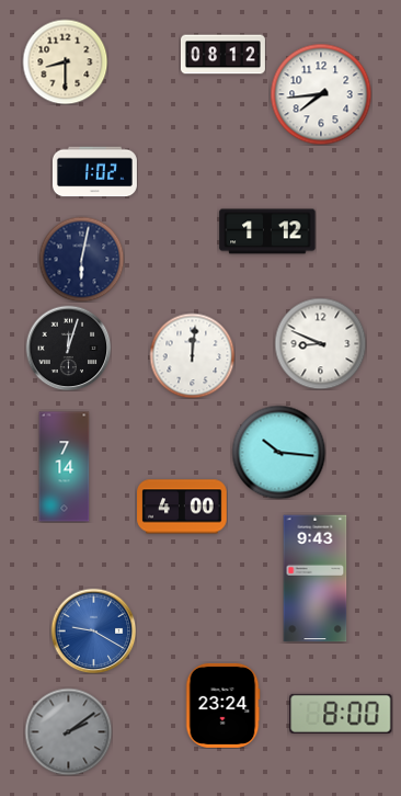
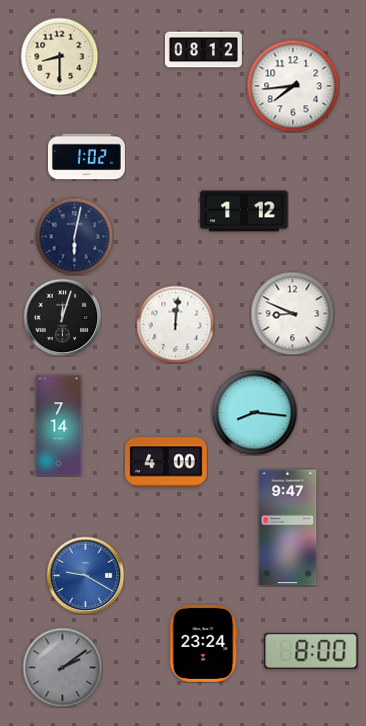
clock at (278, 452): 10:16 -> 8:16
clock at (316, 579): 9:43 -> 9:47
